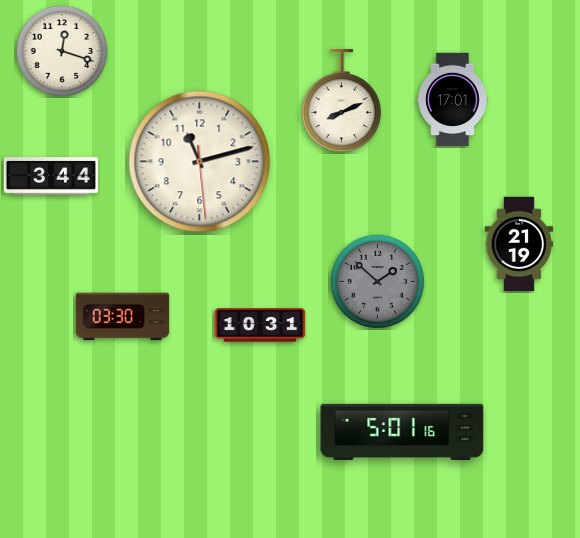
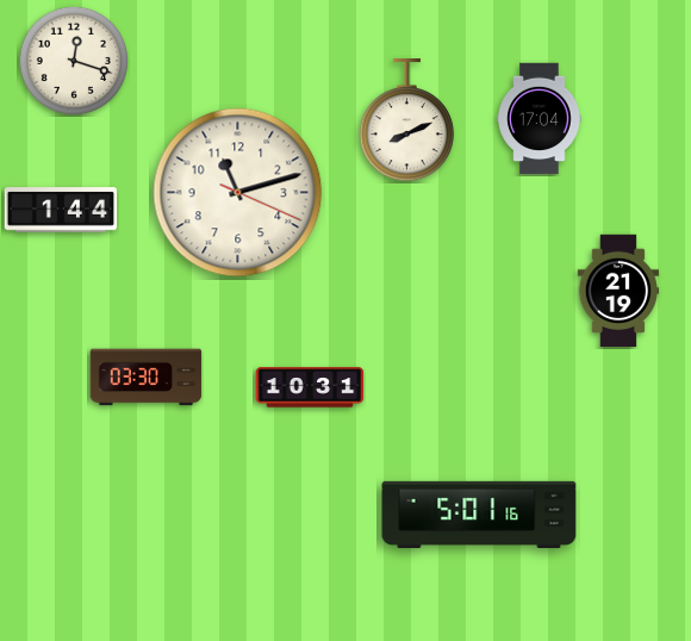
clock at (453, 100): 17:01 -> 17:04
clock at (200, 162): 11:12:29 -> 11:12:19
clock at (51, 176): 3:44 -> 1:44
clock at (377, 281): 1:52 -> none
